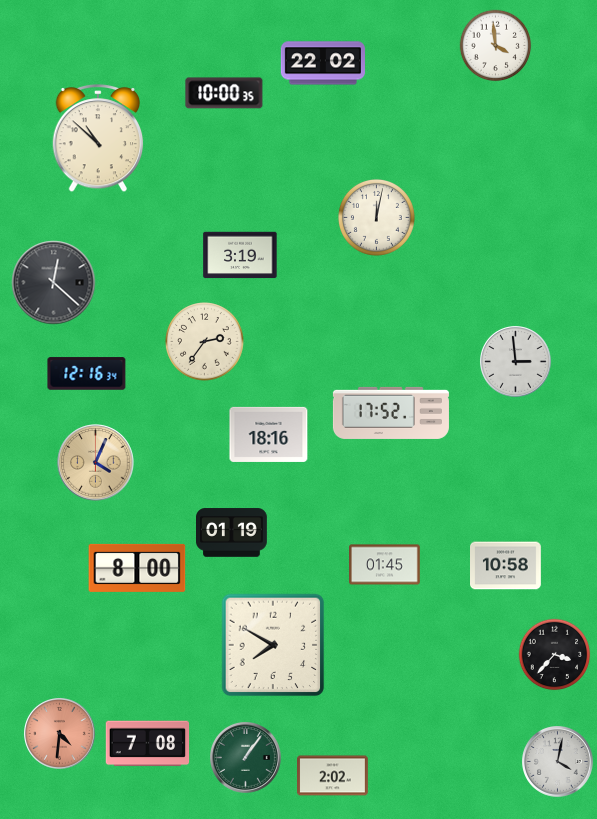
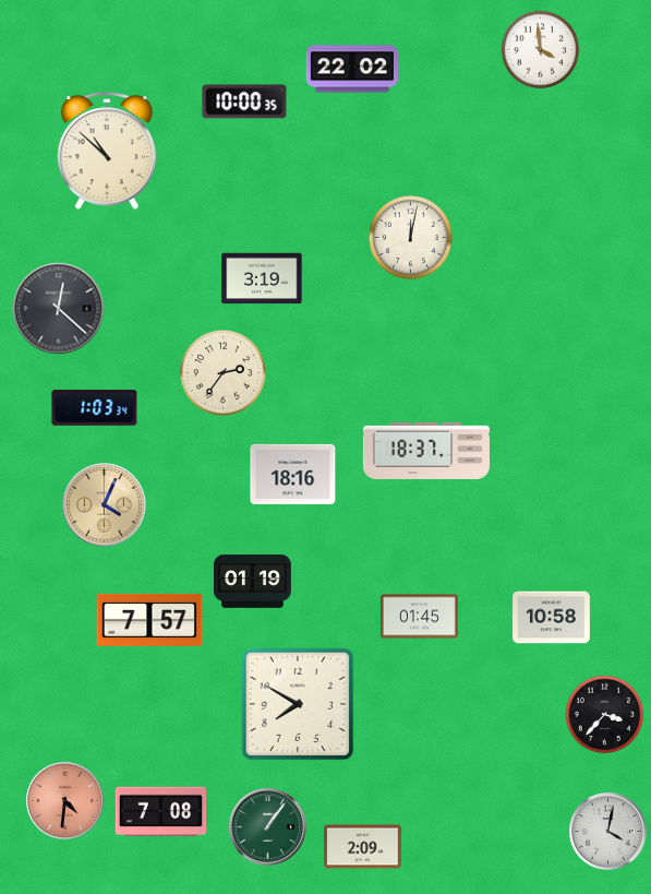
clock at (516, 362): 2:59 -> none
clock at (87, 374): 12:16 -> 1:03
clock at (391, 413): 17:52 -> 18:37
clock at (137, 568): 8:00 -> 7:57
clock at (333, 776): 2:02 -> 2:09
